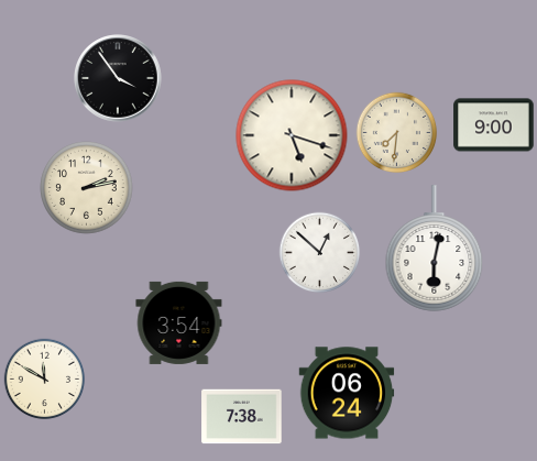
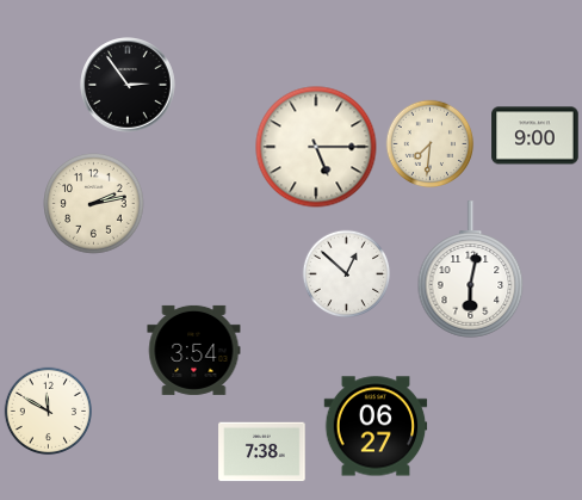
clock at (118, 78): 3:54 -> 2:54
clock at (292, 135): 5:18 -> 5:15
clock at (347, 393): 06:24 -> 06:27
